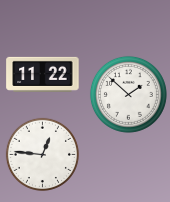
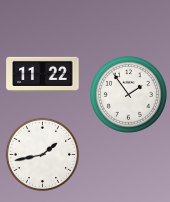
clock at (128, 94): 1:52 -> 1:54
clock at (42, 154): 12:46 -> 1:43
